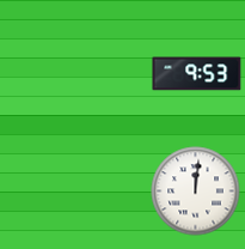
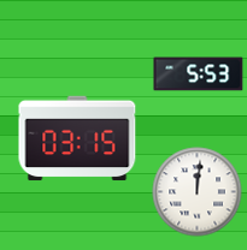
clock at (197, 74): 9:53 -> 5:53
clock at (77, 138): none -> 03:15
